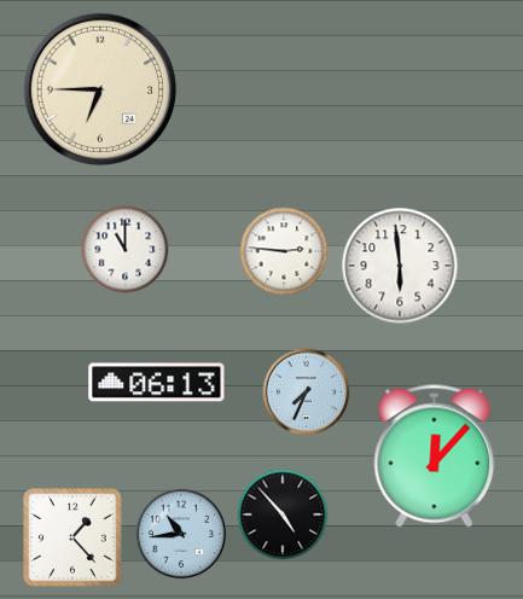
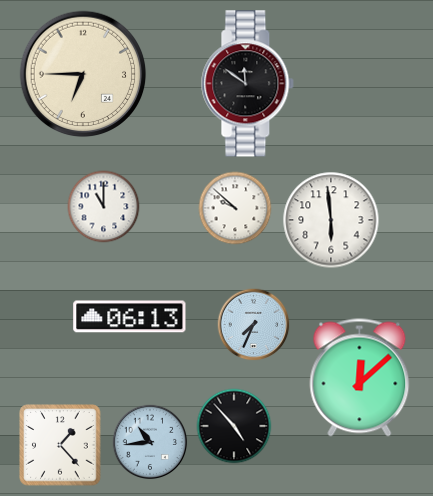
clock at (248, 84): none -> 11:51
clock at (284, 251): 2:46 -> 9:52
clock at (435, 456): 12:07 -> 12:08
